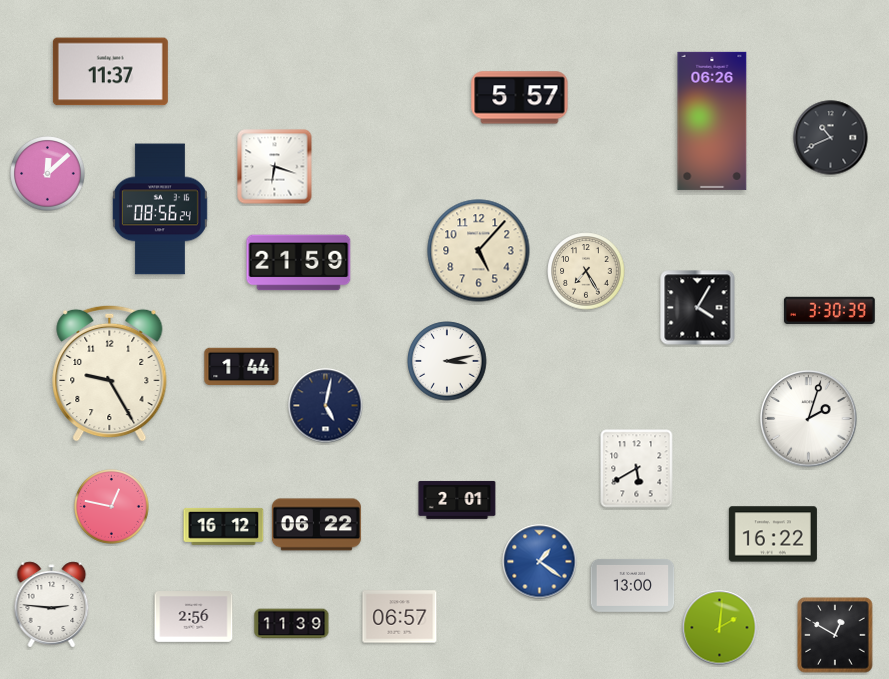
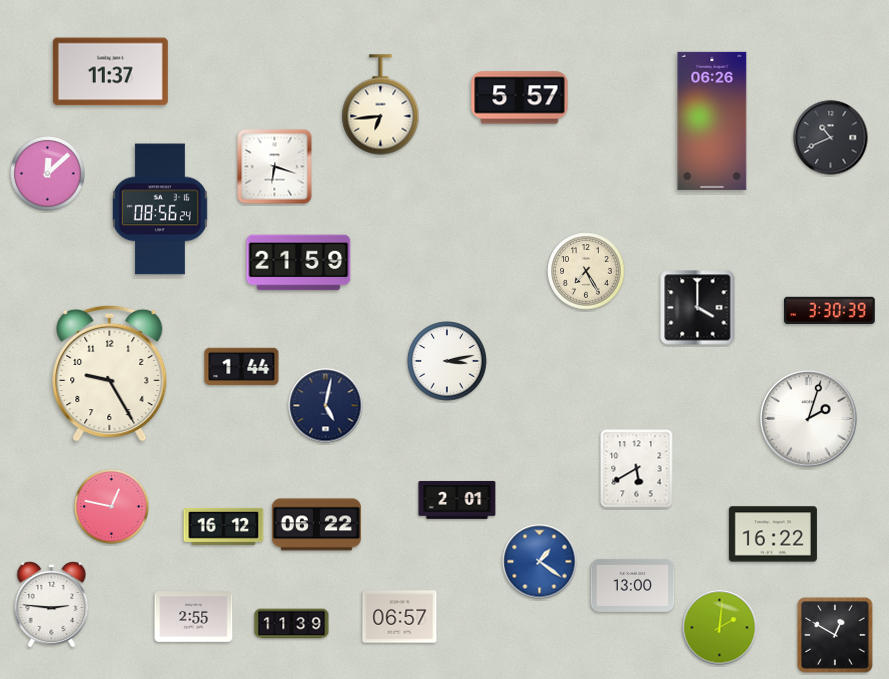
clock at (381, 105): none -> 6:44
clock at (479, 251): 5:07 -> none
clock at (698, 308): 4:05 -> 4:00
clock at (194, 617): 2:56 -> 2:55
